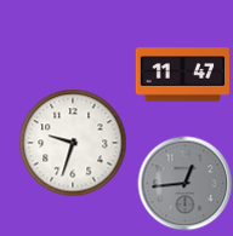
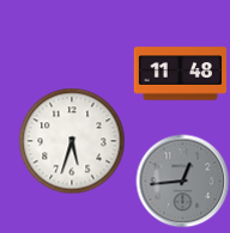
clock at (182, 75): 11:47 -> 11:48
clock at (73, 143): 9:33 -> 5:33
